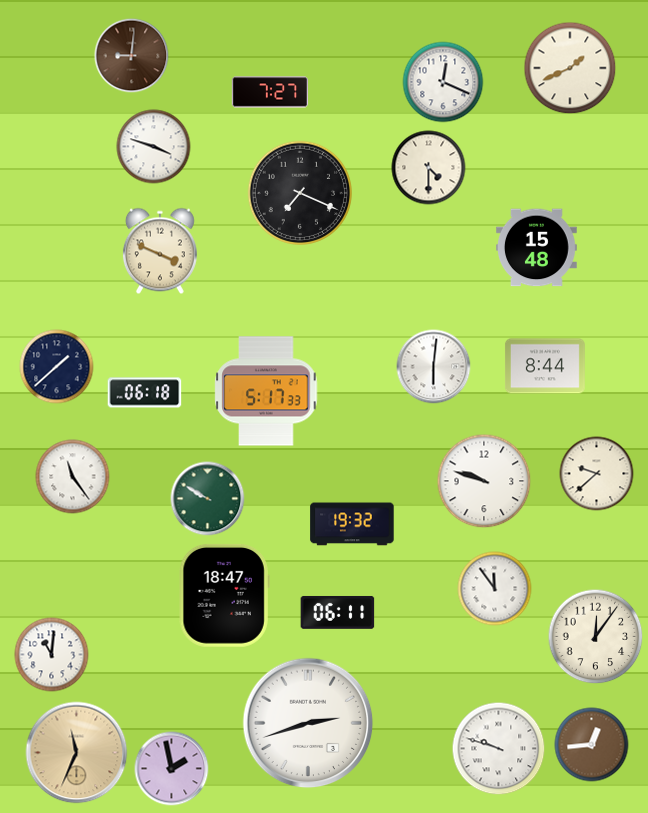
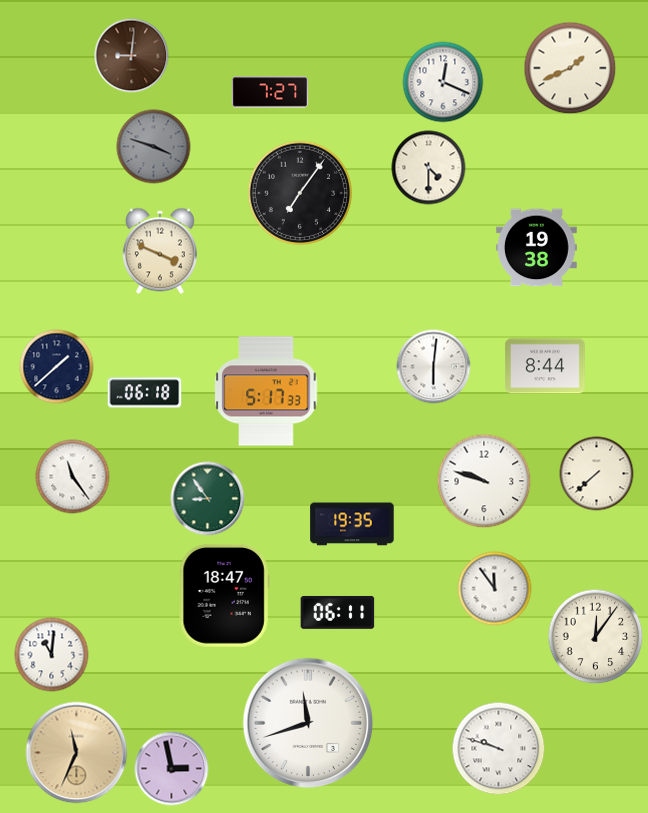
clock at (154, 147) dial: white -> grey
clock at (299, 192): 7:19 -> 7:06
clock at (537, 248): 15:48 -> 19:38
clock at (597, 474): 9:38 -> 7:38
clock at (208, 499): 9:50 -> 8:54
clock at (352, 524): 19:32 -> 19:35
clock at (308, 723): 2:42 -> 11:42
clock at (592, 745): 12:44 -> none
clock at (172, 769): 1:58 -> 2:58
